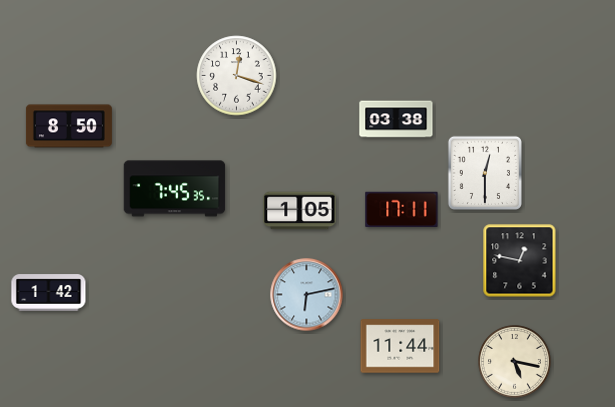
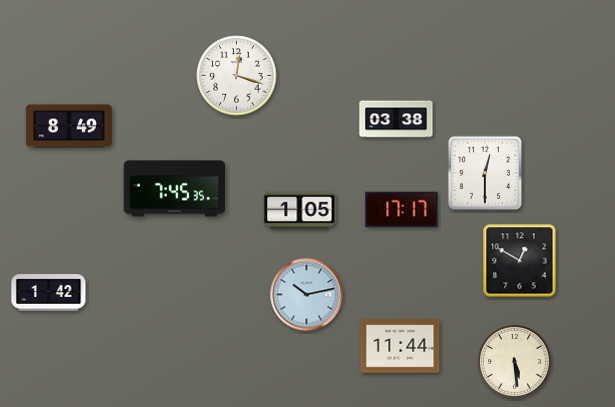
clock at (69, 126): 8:50 -> 8:49
clock at (402, 210): 17:11 -> 17:17
clock at (520, 261): 12:47 -> 12:50
clock at (307, 295): 6:13 -> 10:13
clock at (515, 362): 5:17 -> 5:29
